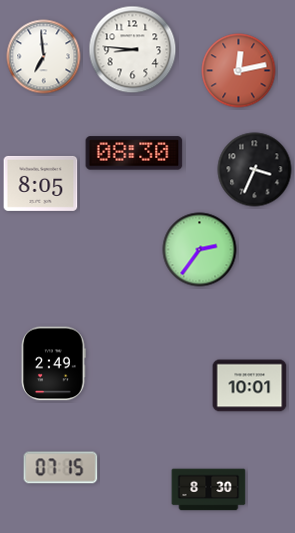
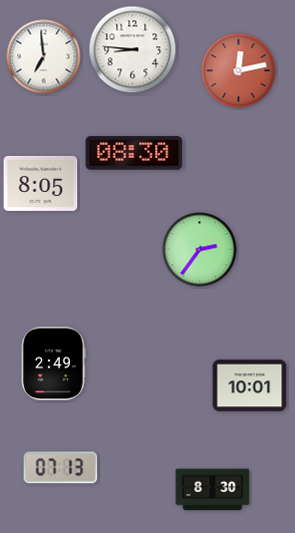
clock at (255, 170): 3:34 -> none
clock at (61, 468): 07:15 -> 07:13
clock at (209, 490) position: (209, 490) -> (213, 490)
